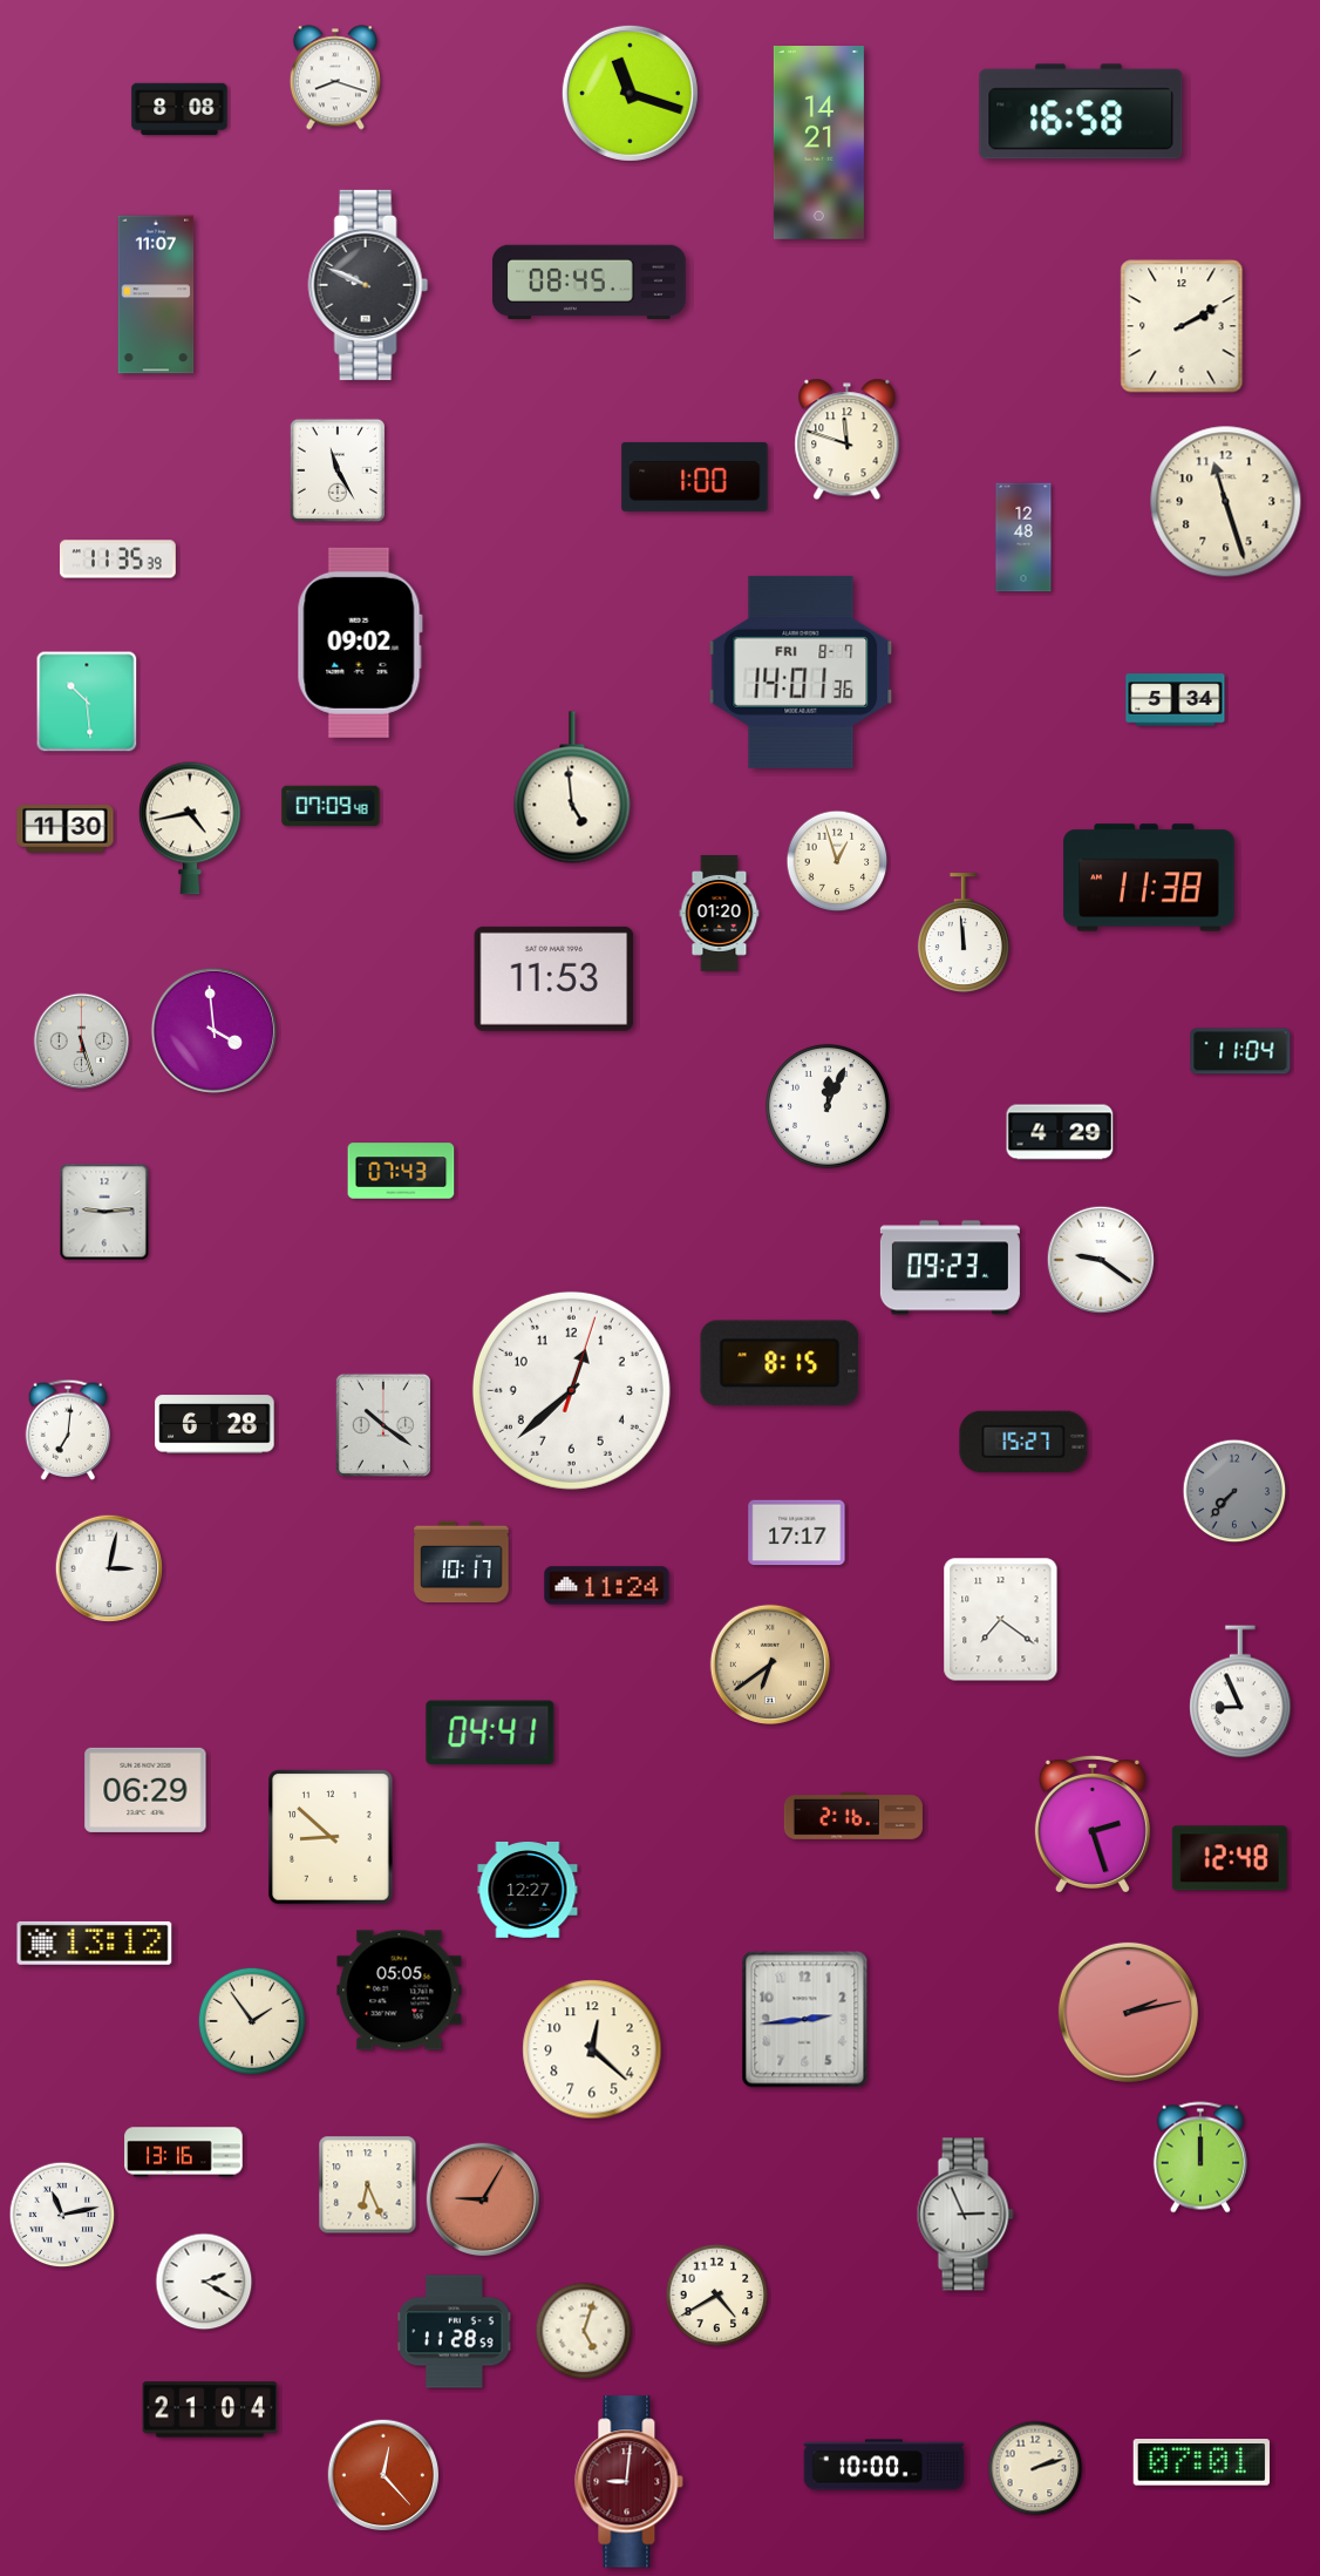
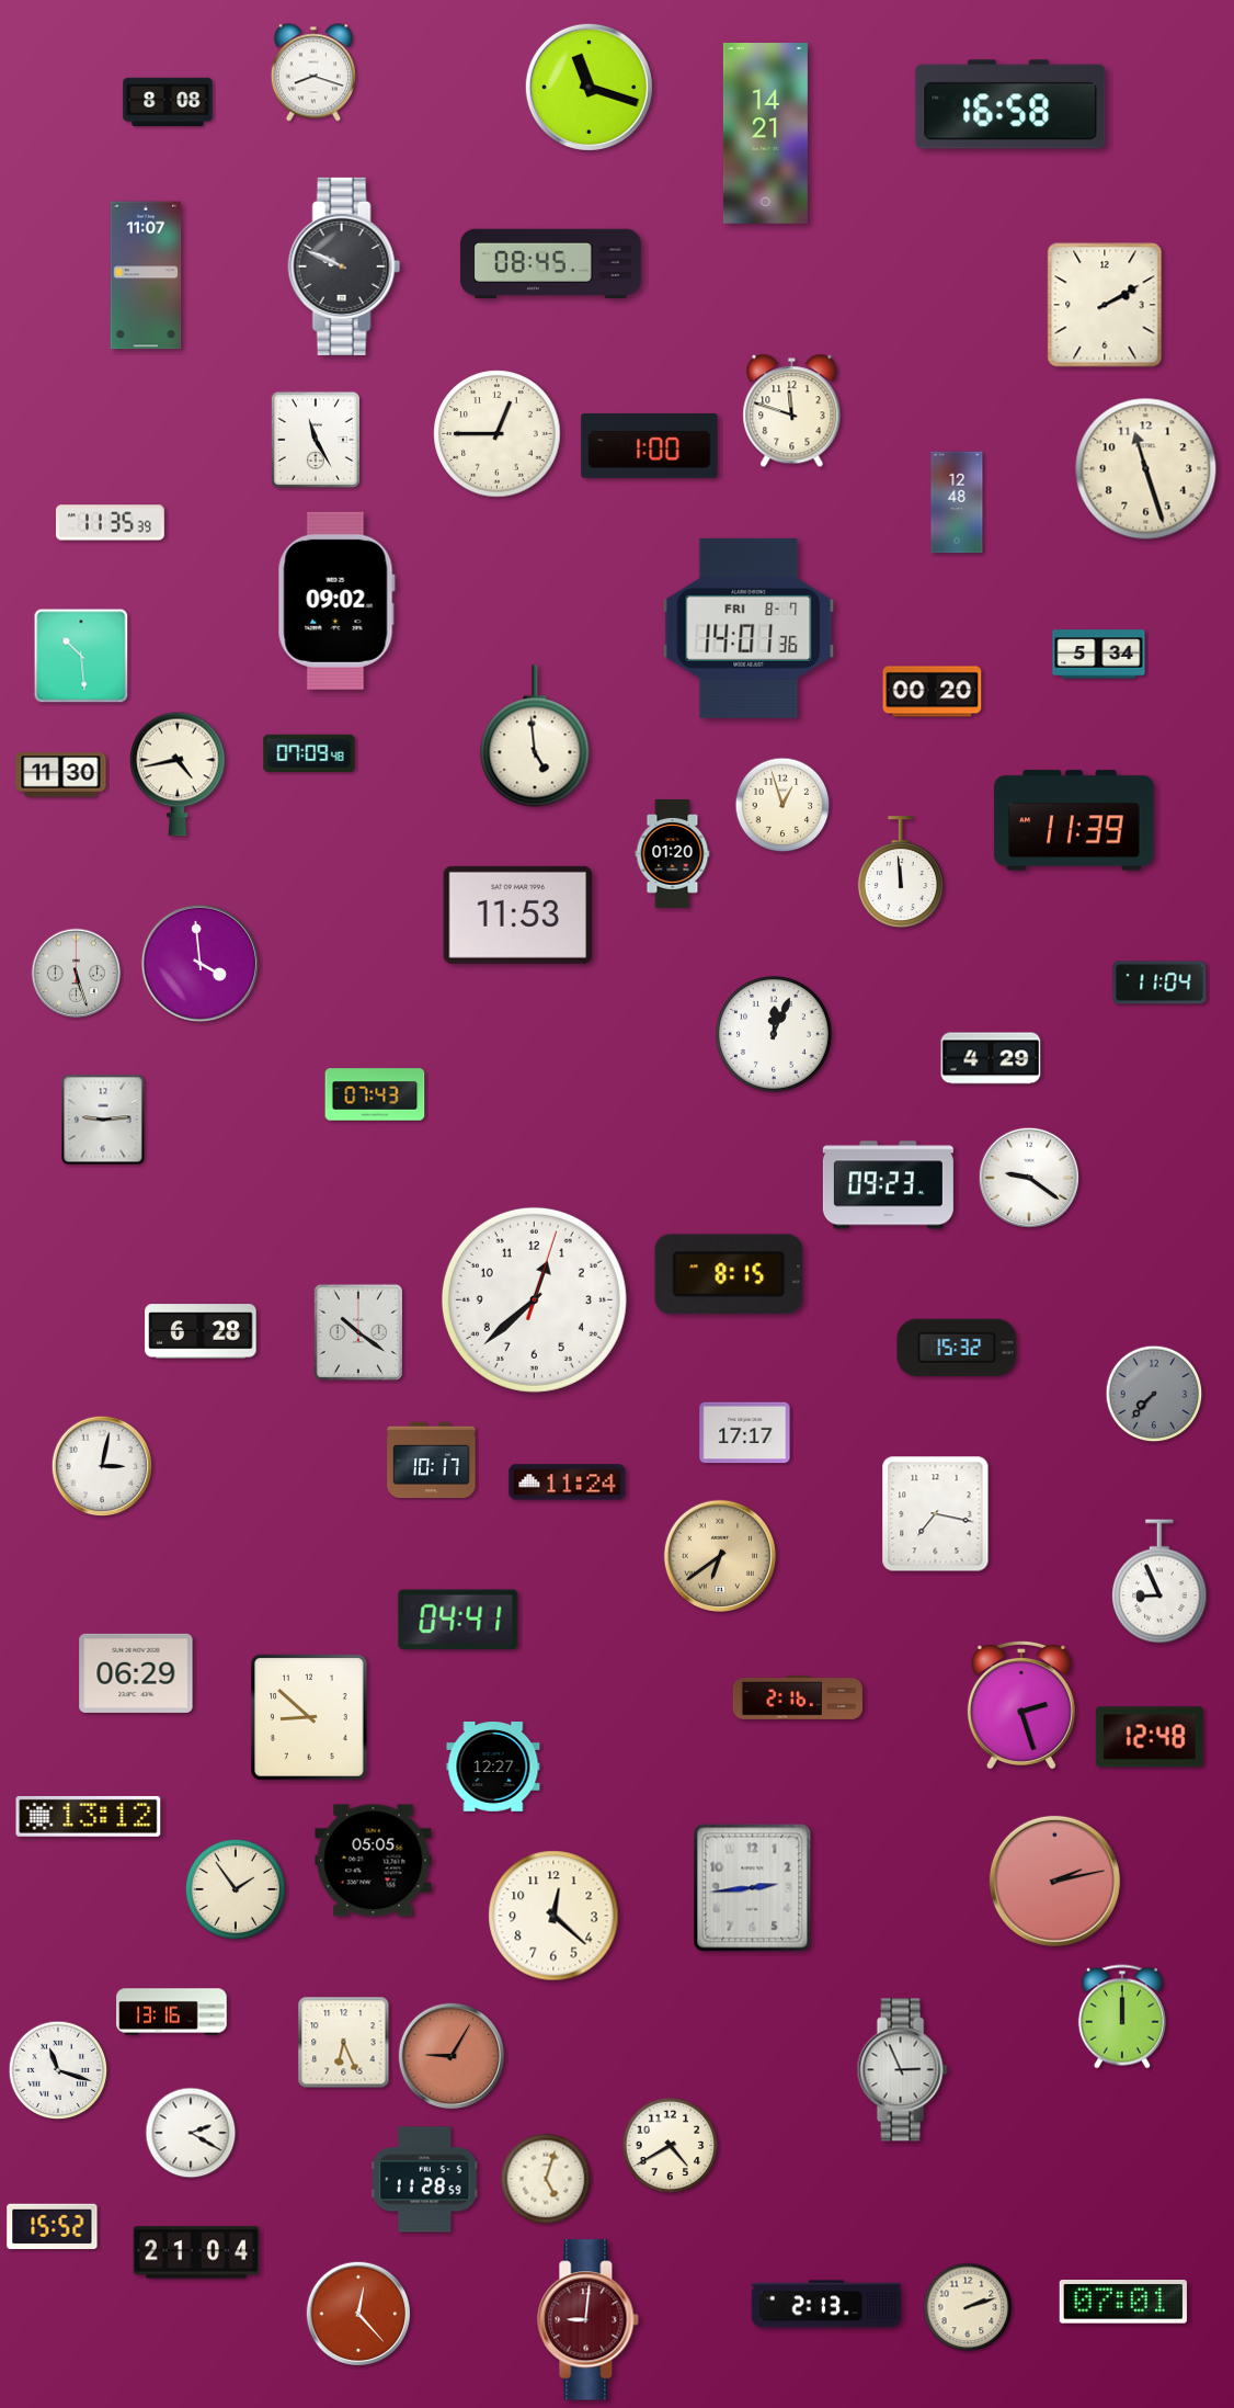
clock at (498, 434): none -> 12:45
clock at (933, 692): none -> 00:20
clock at (1149, 877): 11:38 -> 11:39
clock at (104, 1212) position: (104, 1212) -> (103, 1120)
clock at (68, 1430): 7:01 -> none
clock at (1023, 1442): 15:27 -> 15:32
clock at (1001, 1620): 7:21 -> 7:17
clock at (62, 2215): 11:13 -> 11:18
clock at (53, 2227): none -> 15:52
clock at (884, 2465): 10:00 -> 2:13
